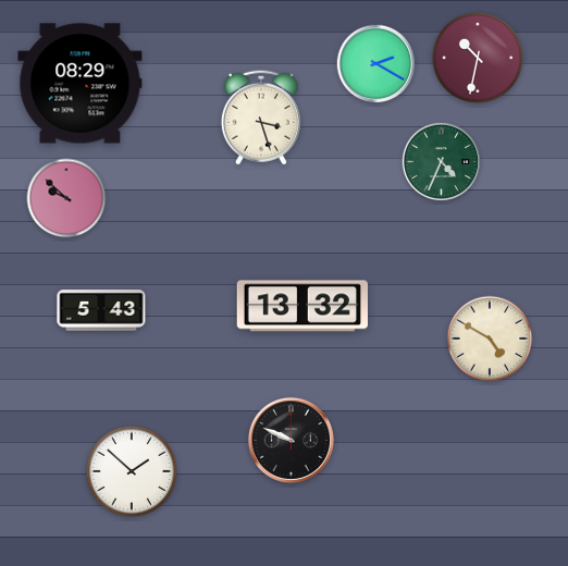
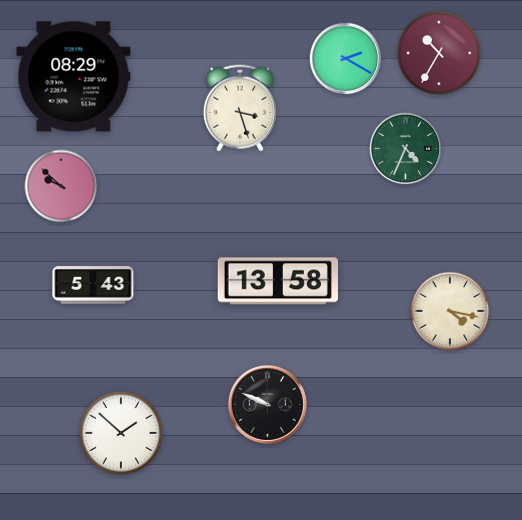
clock at (478, 58): 10:32 -> 10:35
clock at (66, 198) position: (66, 198) -> (61, 186)
clock at (302, 306): 13:32 -> 13:58
clock at (490, 339): 4:50 -> 4:17
